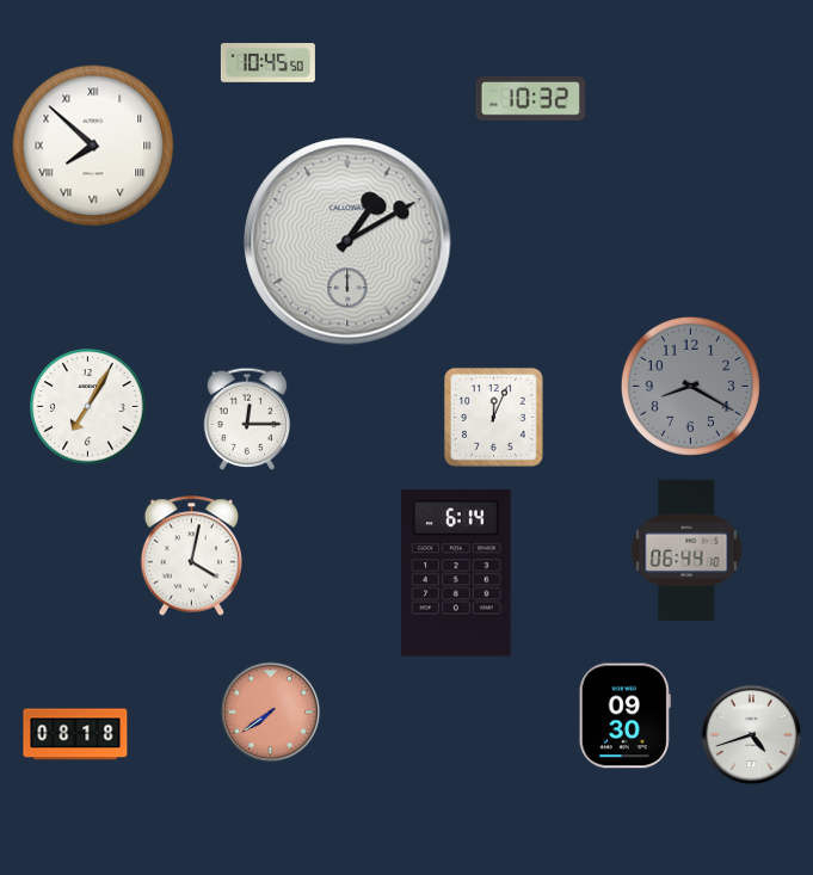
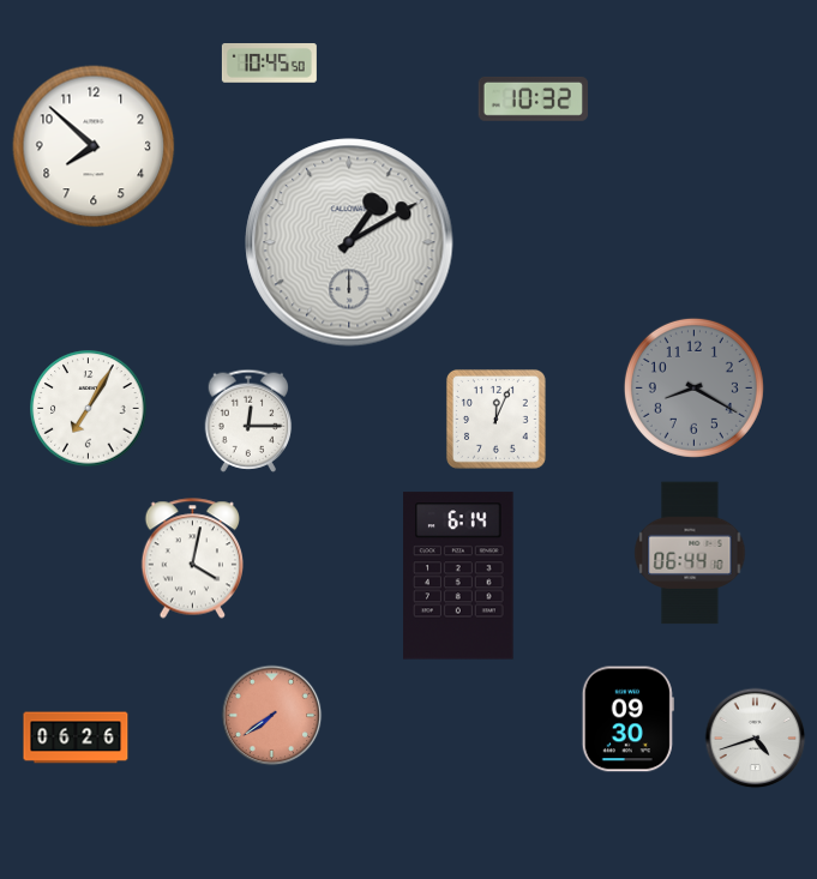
clock at (93, 146) numerals: Roman -> Arabic
clock at (75, 734): 08:18 -> 06:26
